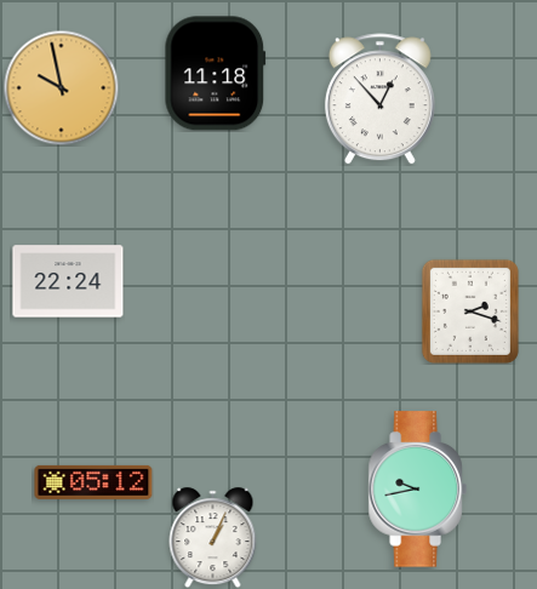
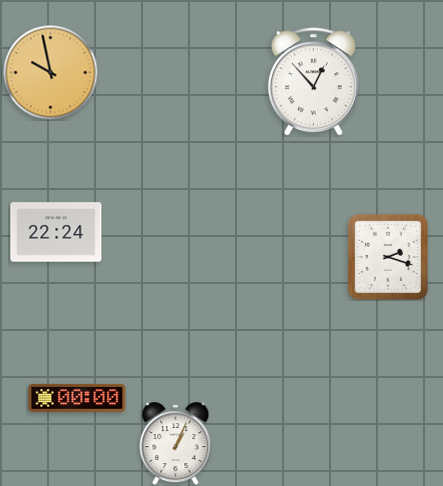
clock at (216, 74): 11:18 -> none
clock at (93, 482): 05:12 -> 00:00
clock at (417, 490): 9:43 -> none
